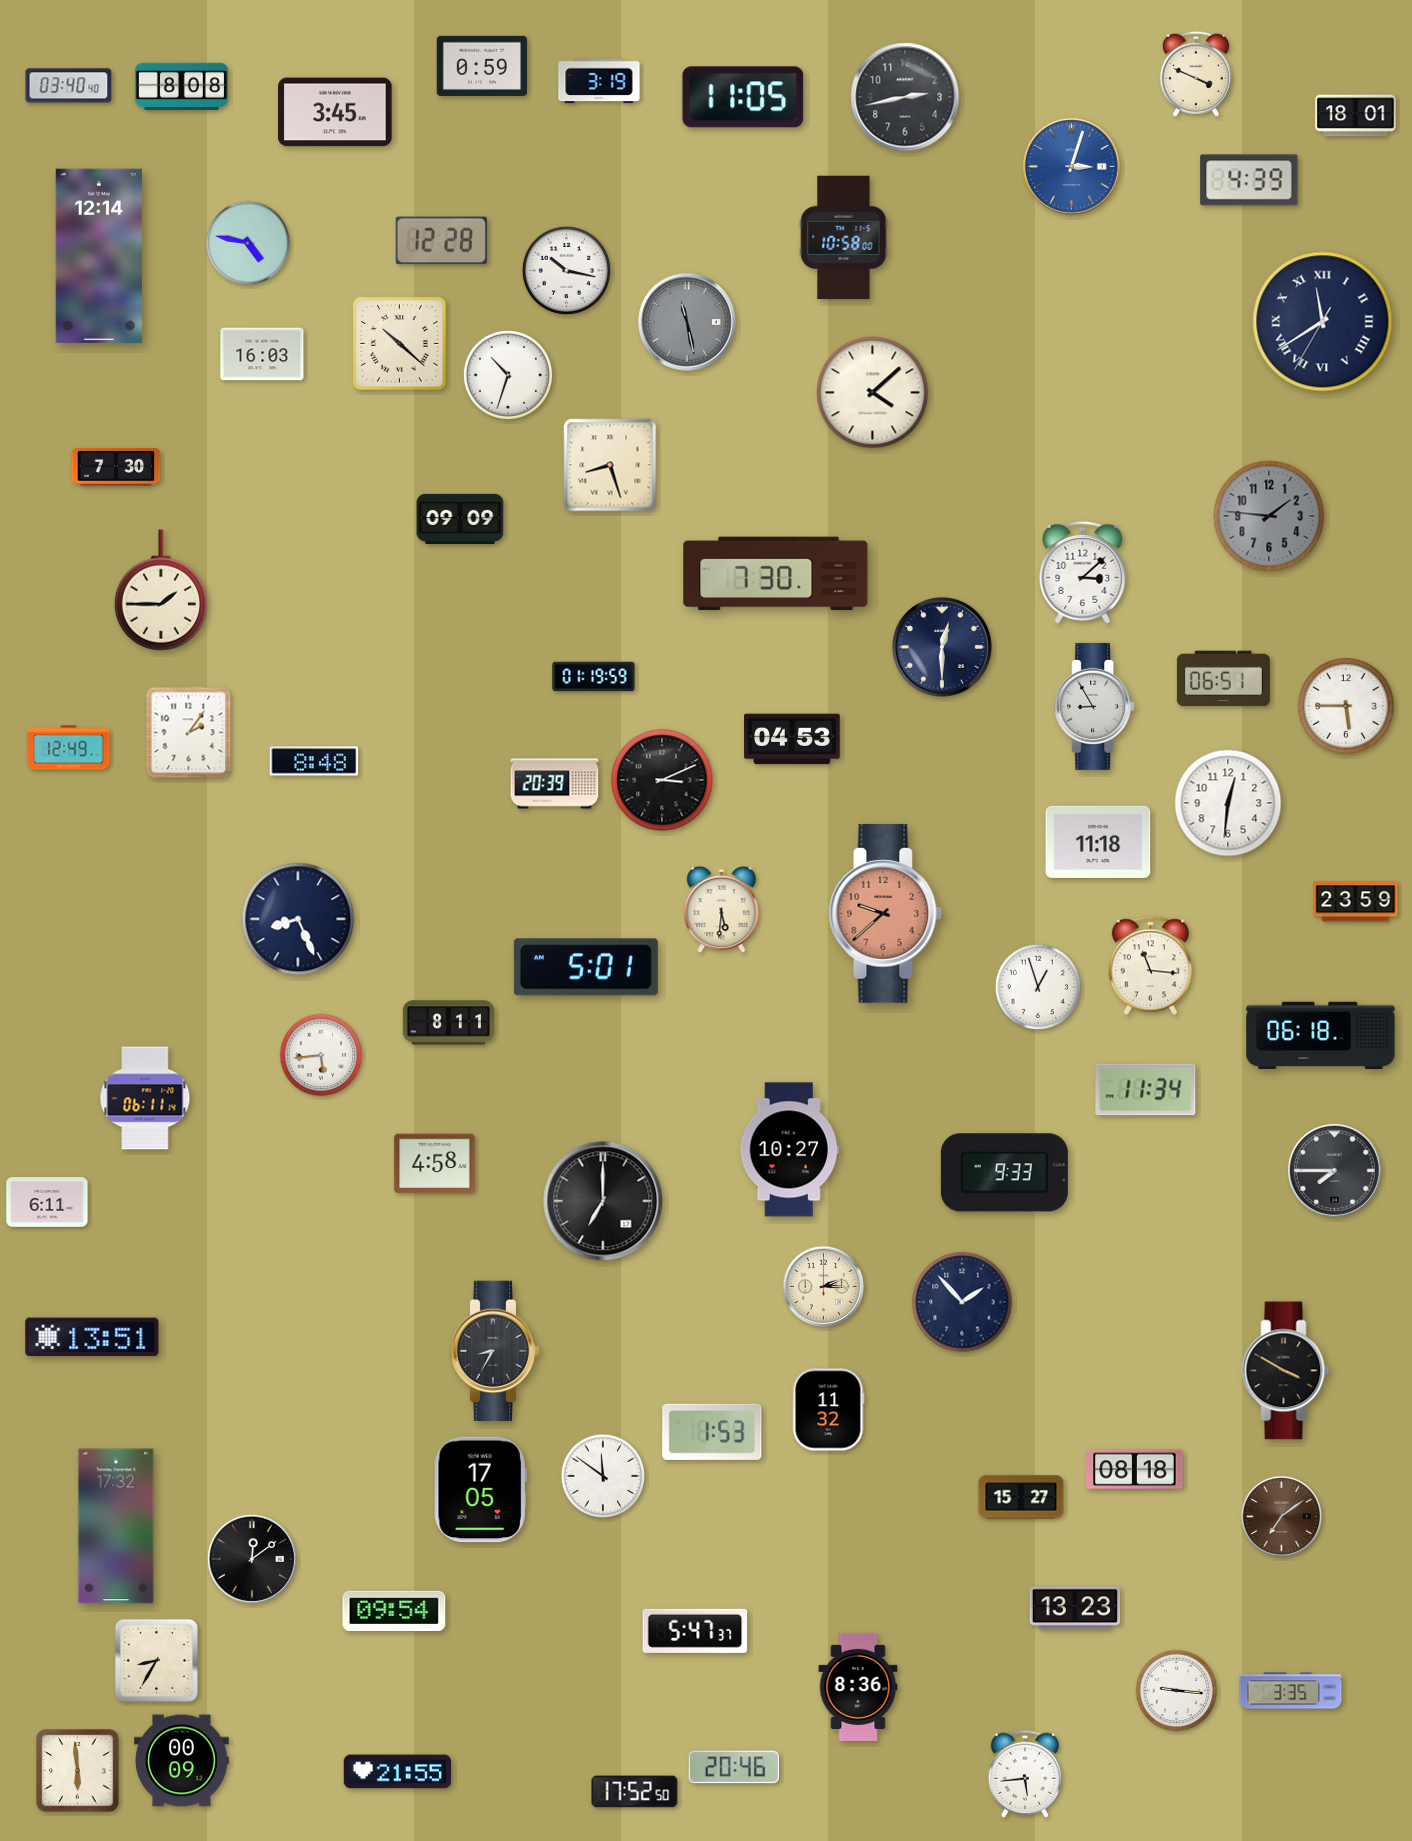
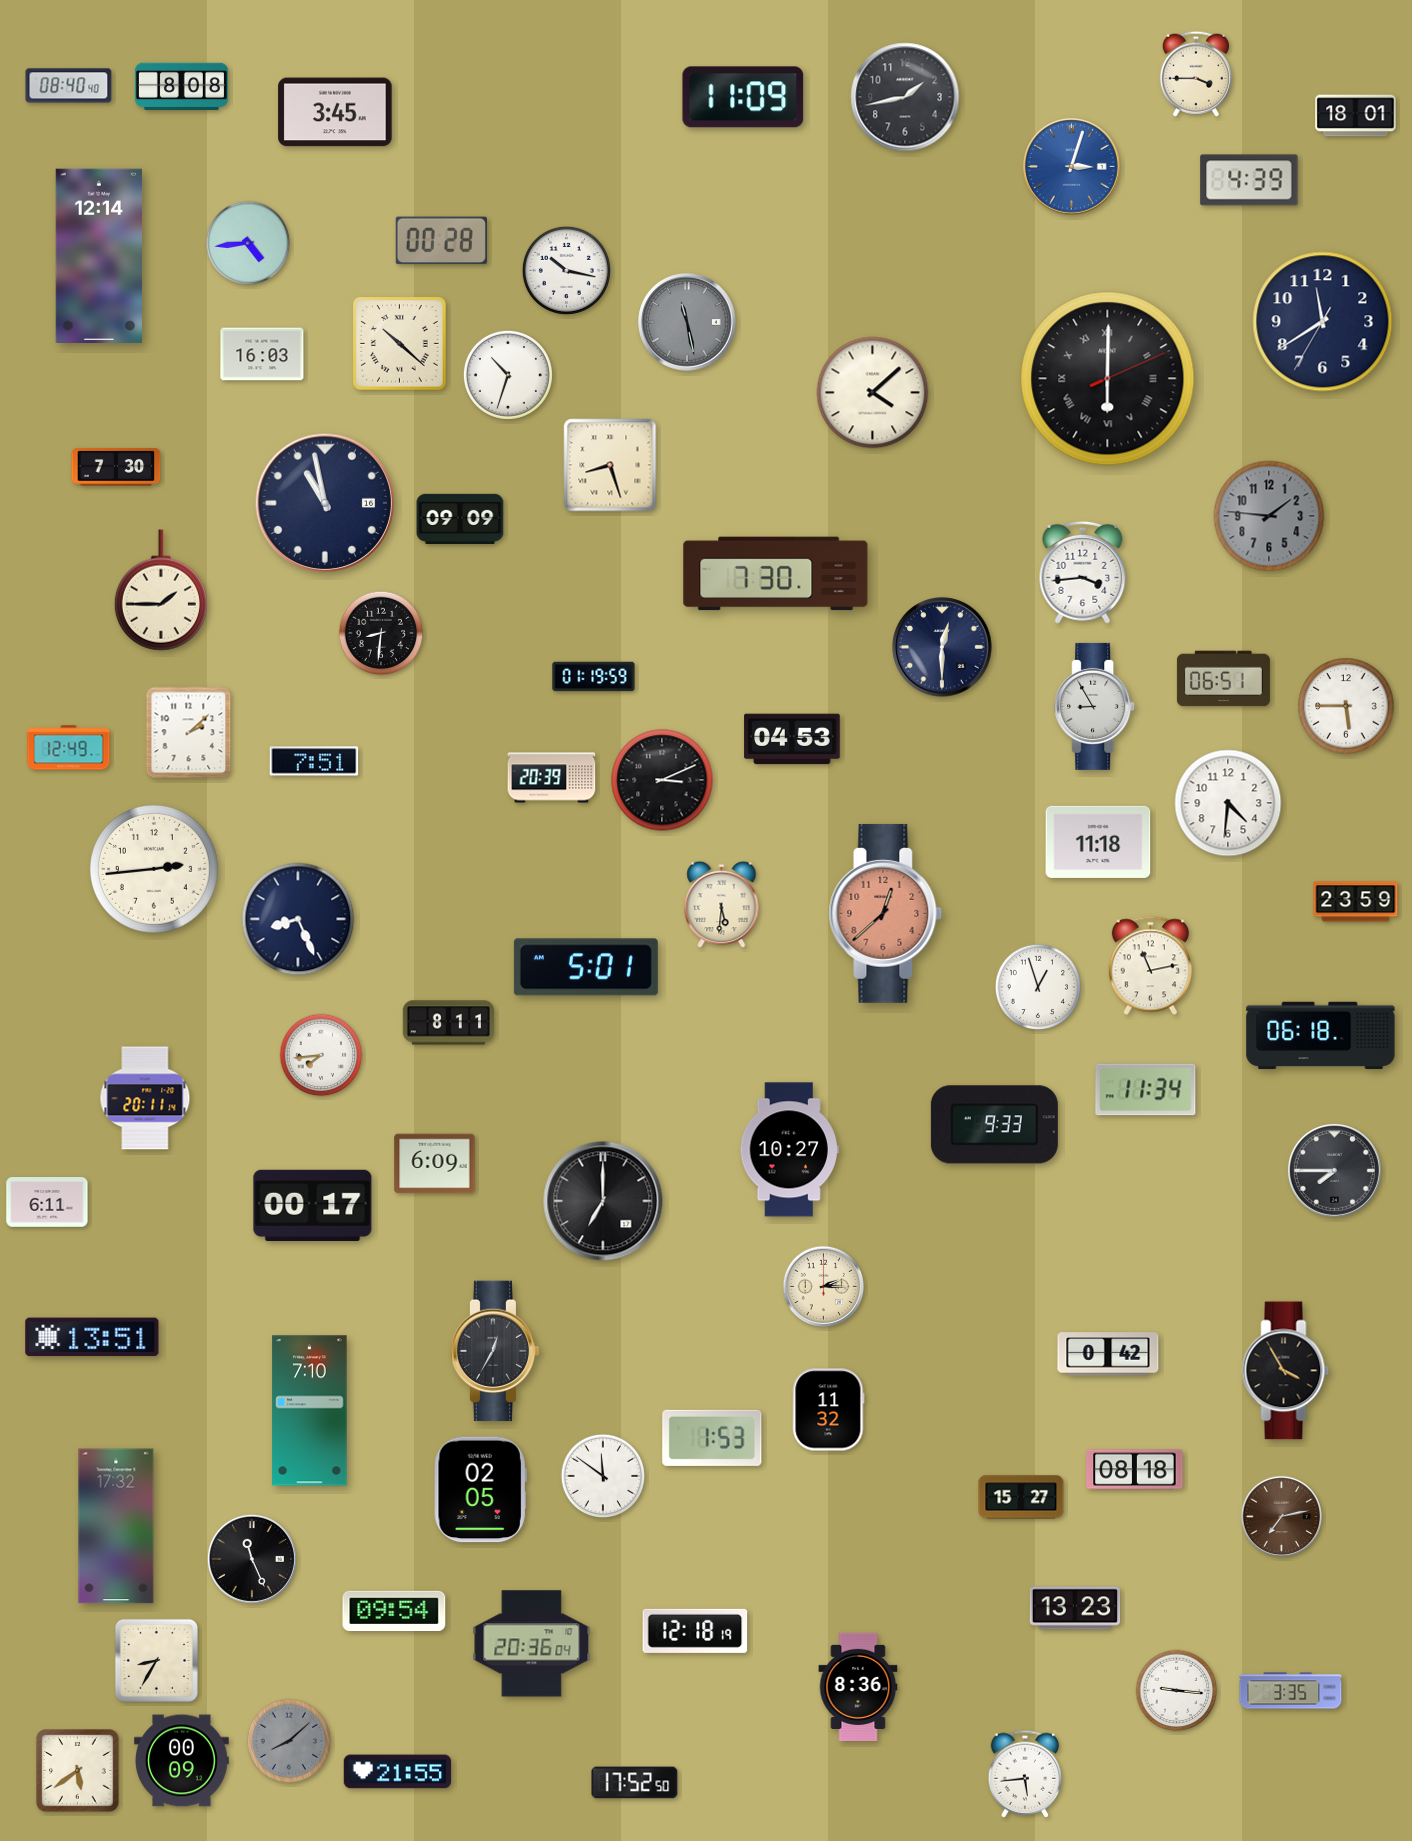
clock at (482, 66): 0:59 -> none
clock at (1196, 74): 3:49 -> 3:45
clock at (599, 81): 3:19 -> none
clock at (69, 86): 03:40 -> 08:40
clock at (743, 97): 11:05 -> 11:09
clock at (905, 97): 2:43 -> 1:43
clock at (844, 238): 10:58 -> none
clock at (441, 241): 12:28 -> 00:28
clock at (248, 243): 4:47 -> 4:44
clock at (1323, 322) numerals: Roman -> Arabic
clock at (1108, 379): none -> 6:00
clock at (324, 502): none -> 10:58
clock at (1083, 572): 3:08 -> 3:44
clock at (381, 633): none -> 8:31
clock at (189, 733): 2:06 -> 2:08
clock at (314, 761): 8:48 -> 7:51
clock at (555, 784) position: (555, 784) -> (552, 778)
clock at (1228, 803): 12:31 -> 4:31
clock at (154, 869): none -> 2:44
clock at (722, 910) position: (722, 910) -> (722, 905)
clock at (886, 913): 9:38 -> 12:38
clock at (1150, 966): 11:16 -> 11:13
clock at (321, 1055): 5:44 -> 7:44
clock at (145, 1098): 06:11 -> 20:11
clock at (435, 1164): 4:58 -> 6:09
clock at (1004, 1173) position: (1004, 1173) -> (994, 1125)
clock at (313, 1205): none -> 00:17
clock at (962, 1302): 1:53 -> none
clock at (495, 1351): 8:35 -> 12:35
clock at (1108, 1354): none -> 0:42
clock at (1286, 1371): 3:50 -> 3:55
clock at (310, 1411): none -> 7:10
clock at (712, 1432) position: (712, 1432) -> (712, 1438)
clock at (480, 1490): 17:05 -> 02:05
clock at (1282, 1517): 7:09 -> 7:13
clock at (252, 1559): 12:09 -> 11:26
clock at (695, 1631): 5:47 -> 12:18
clock at (532, 1644): none -> 20:36
clock at (289, 1741): none -> 8:08
clock at (733, 1767): 20:46 -> none
clock at (78, 1771): 5:59 -> 5:39
clock at (635, 1792) position: (635, 1792) -> (635, 1783)
